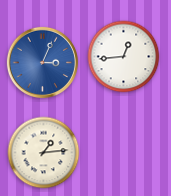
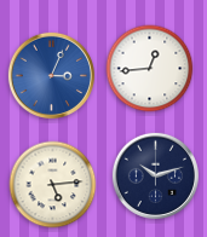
clock at (155, 175): none -> 10:12
clock at (44, 153): 1:14 -> 5:14
